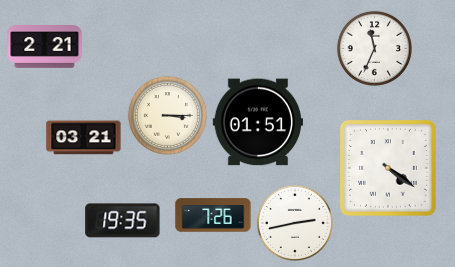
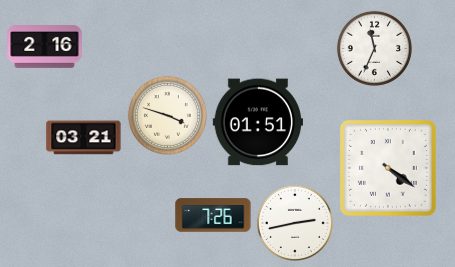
clock at (45, 47): 2:21 -> 2:16
clock at (167, 115): 3:15 -> 3:48
clock at (123, 221): 19:35 -> none
